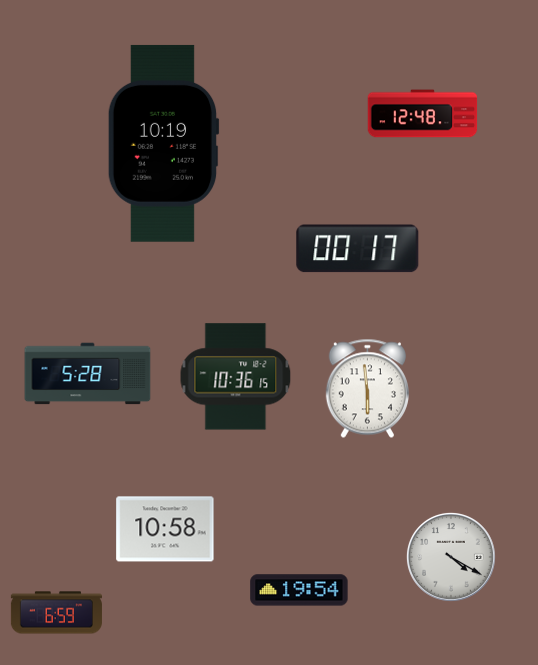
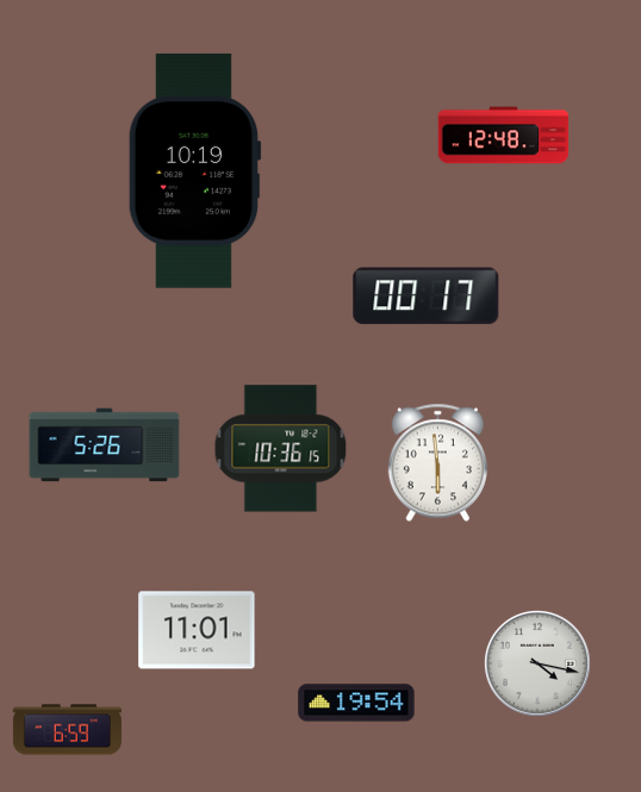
clock at (88, 374): 5:28 -> 5:26
clock at (165, 529): 10:58 -> 11:01
clock at (452, 558): 4:20 -> 4:17
